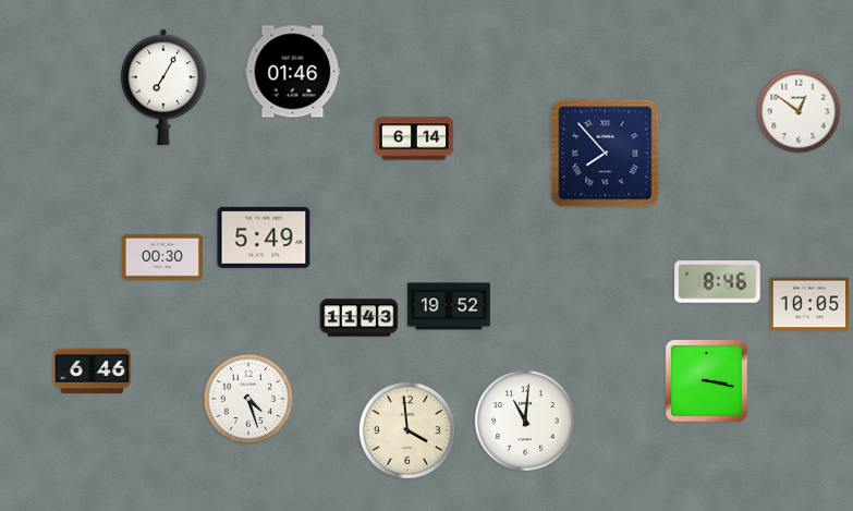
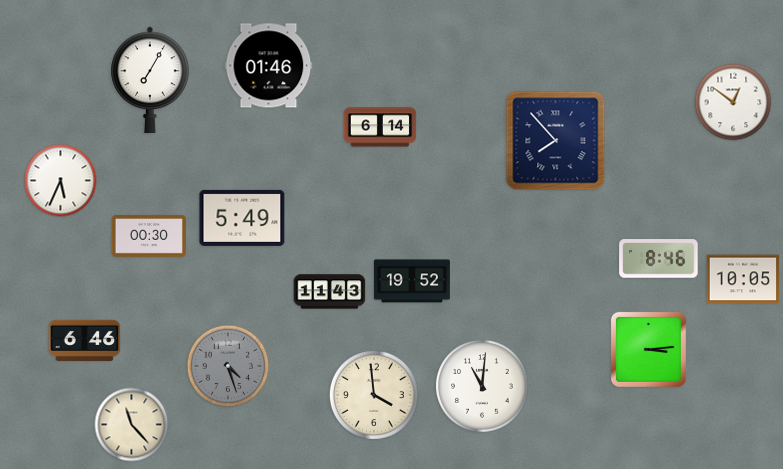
clock at (61, 181): none -> 5:34
clock at (706, 380): 3:17 -> 3:14
clock at (248, 399) dial: white -> grey
clock at (132, 425): none -> 11:23
